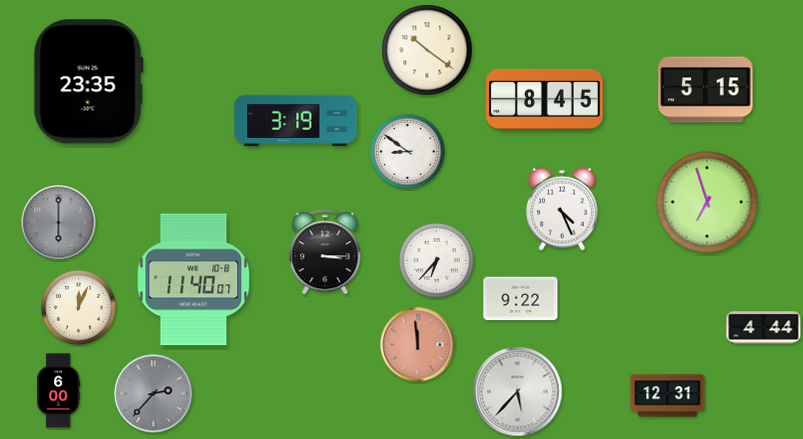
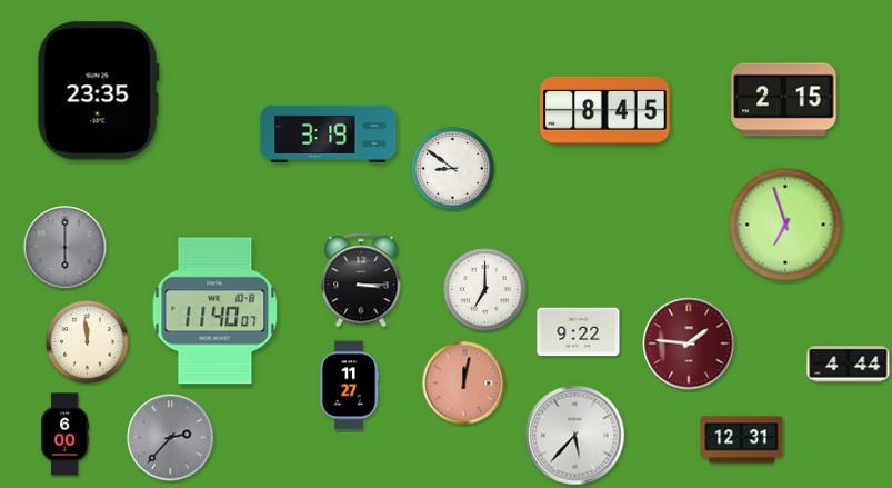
clock at (427, 50): 10:21 -> none
clock at (706, 90): 5:15 -> 2:15
clock at (562, 209): 4:26 -> none
clock at (437, 261): 6:37 -> 7:00
clock at (79, 308): 12:04 -> 11:59
clock at (689, 343): none -> 1:46
clock at (418, 345): 11:59 -> 12:02
clock at (349, 386): none -> 11:27
